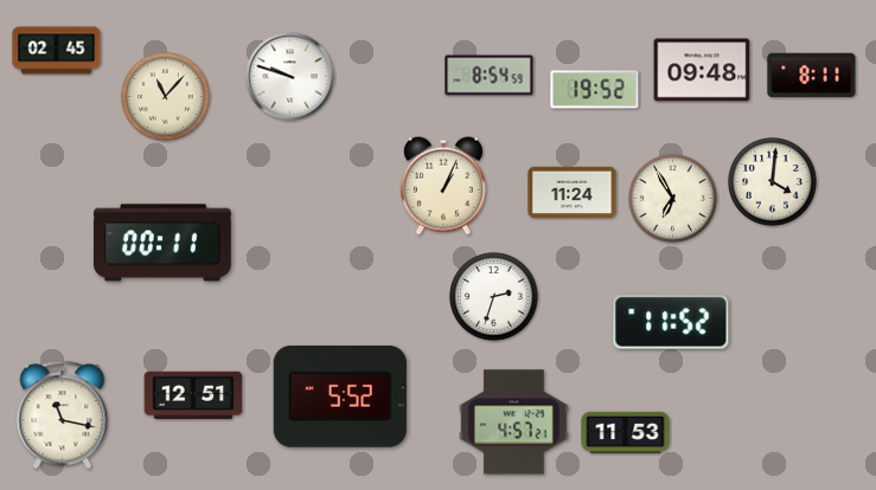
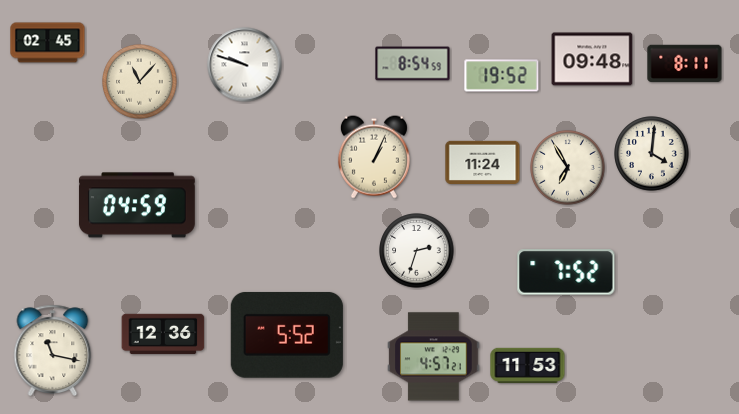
clock at (162, 243): 00:11 -> 04:59
clock at (671, 322): 11:52 -> 7:52
clock at (193, 395): 12:51 -> 12:36
